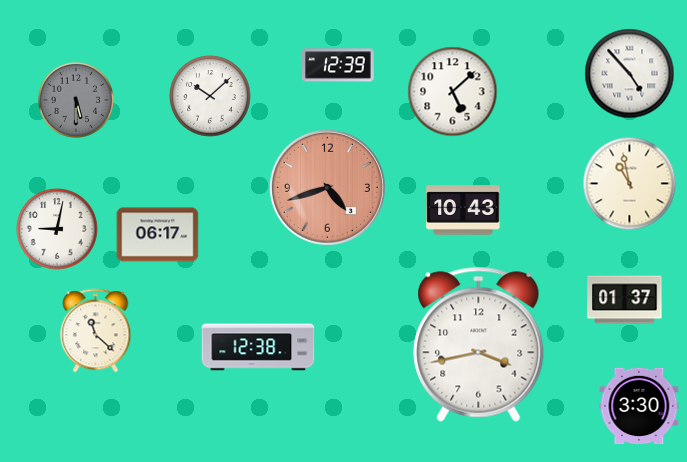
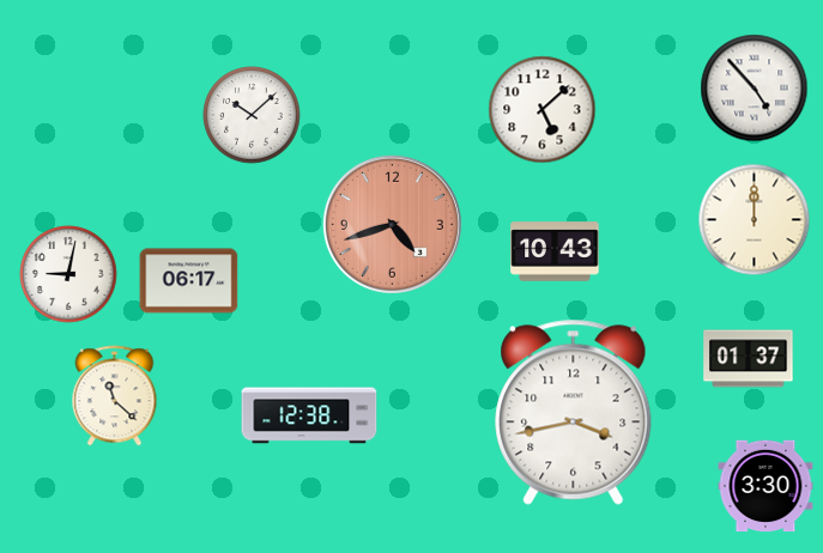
clock at (339, 65): 12:39 -> none
clock at (76, 100): 5:30 -> none
clock at (630, 184): 10:58 -> 12:00
